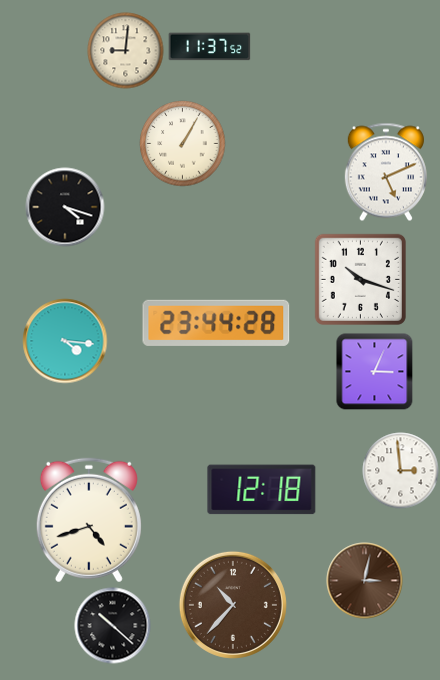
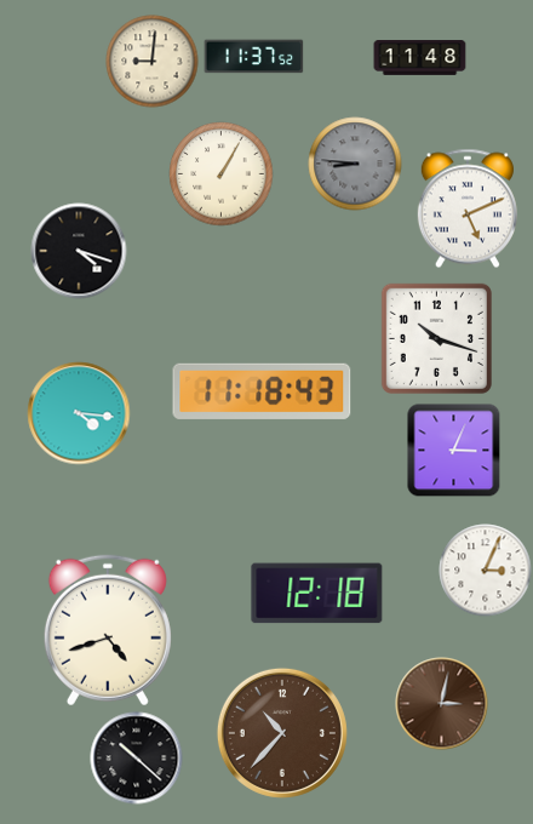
clock at (420, 58): none -> 11:48
clock at (355, 164): none -> 8:46
clock at (216, 323): 23:44 -> 11:18
clock at (401, 471): 2:59 -> 3:04
